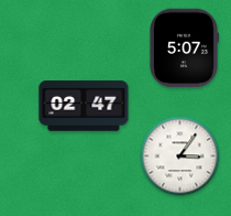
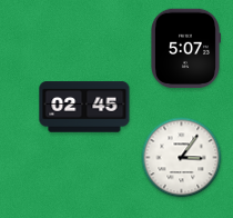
clock at (84, 106): 02:47 -> 02:45
